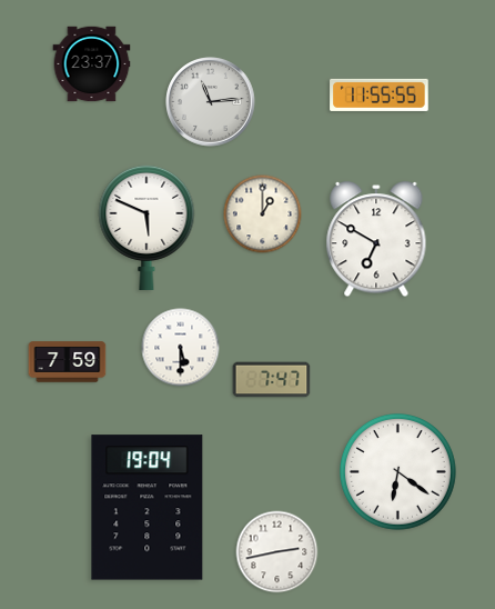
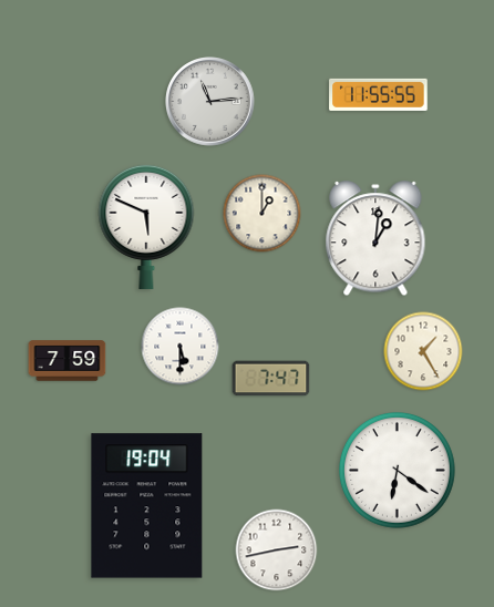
clock at (92, 64): 23:37 -> none
clock at (376, 240): 6:50 -> 1:01
clock at (423, 351): none -> 1:25
